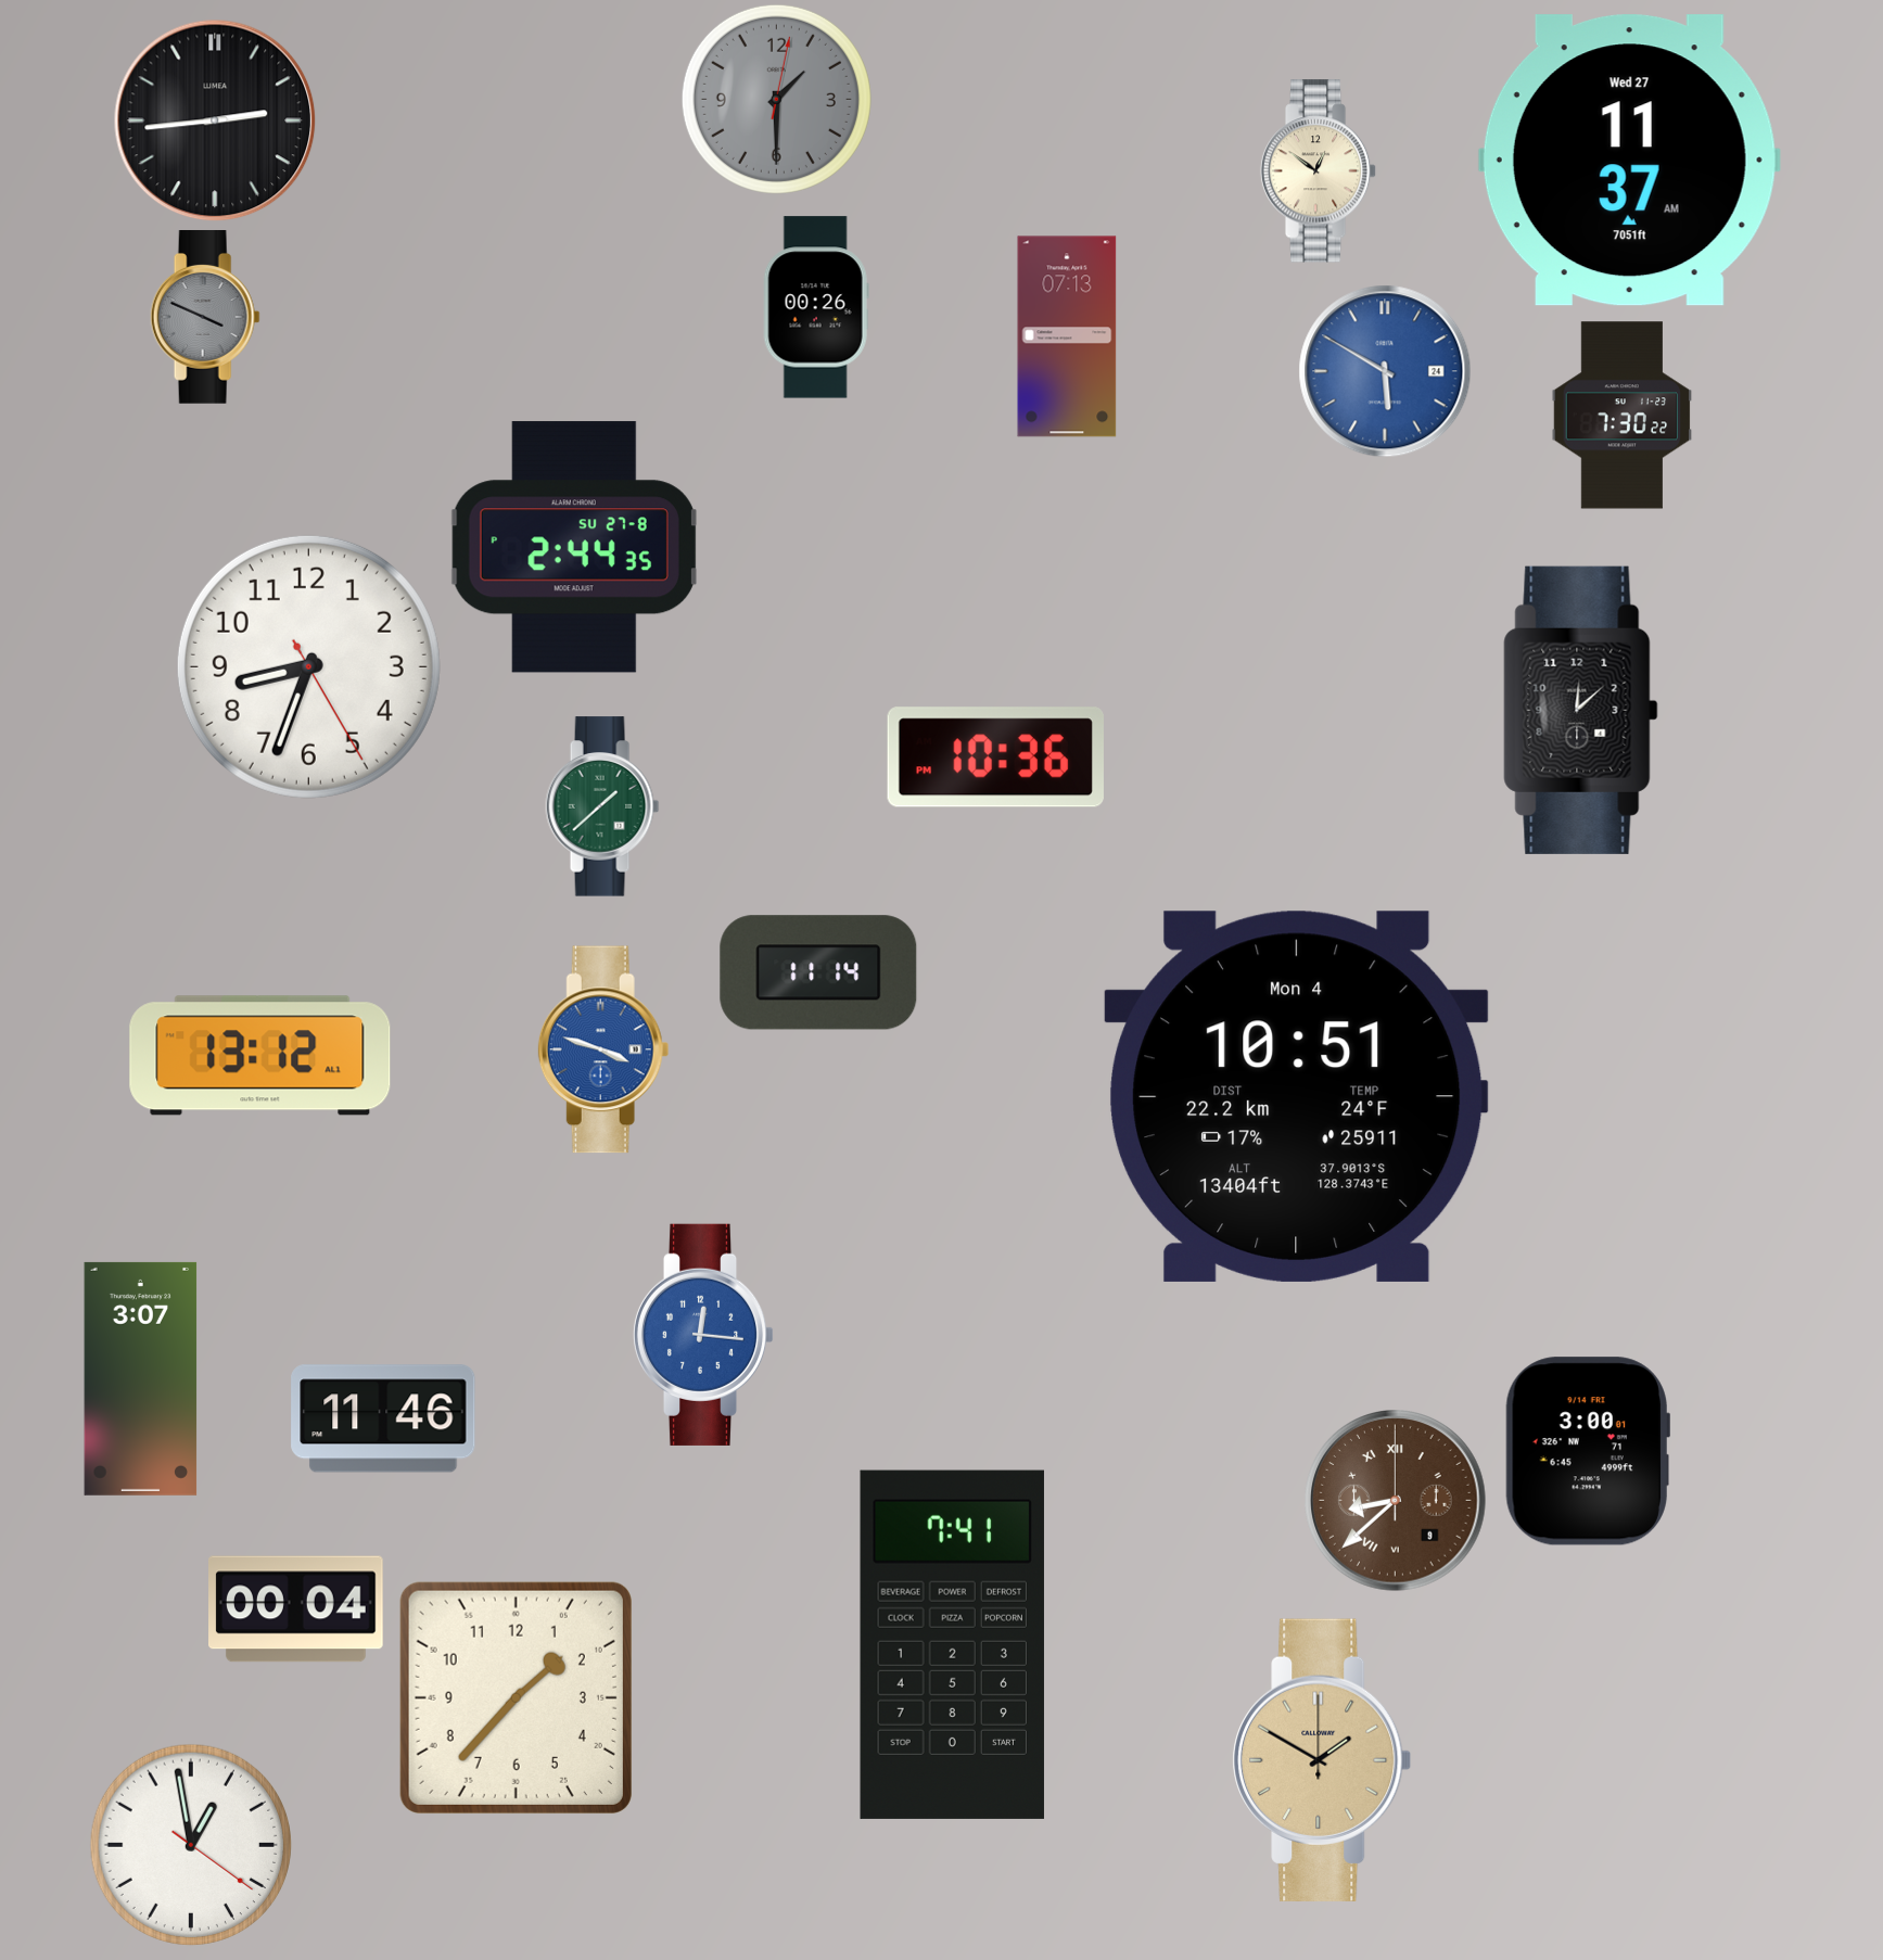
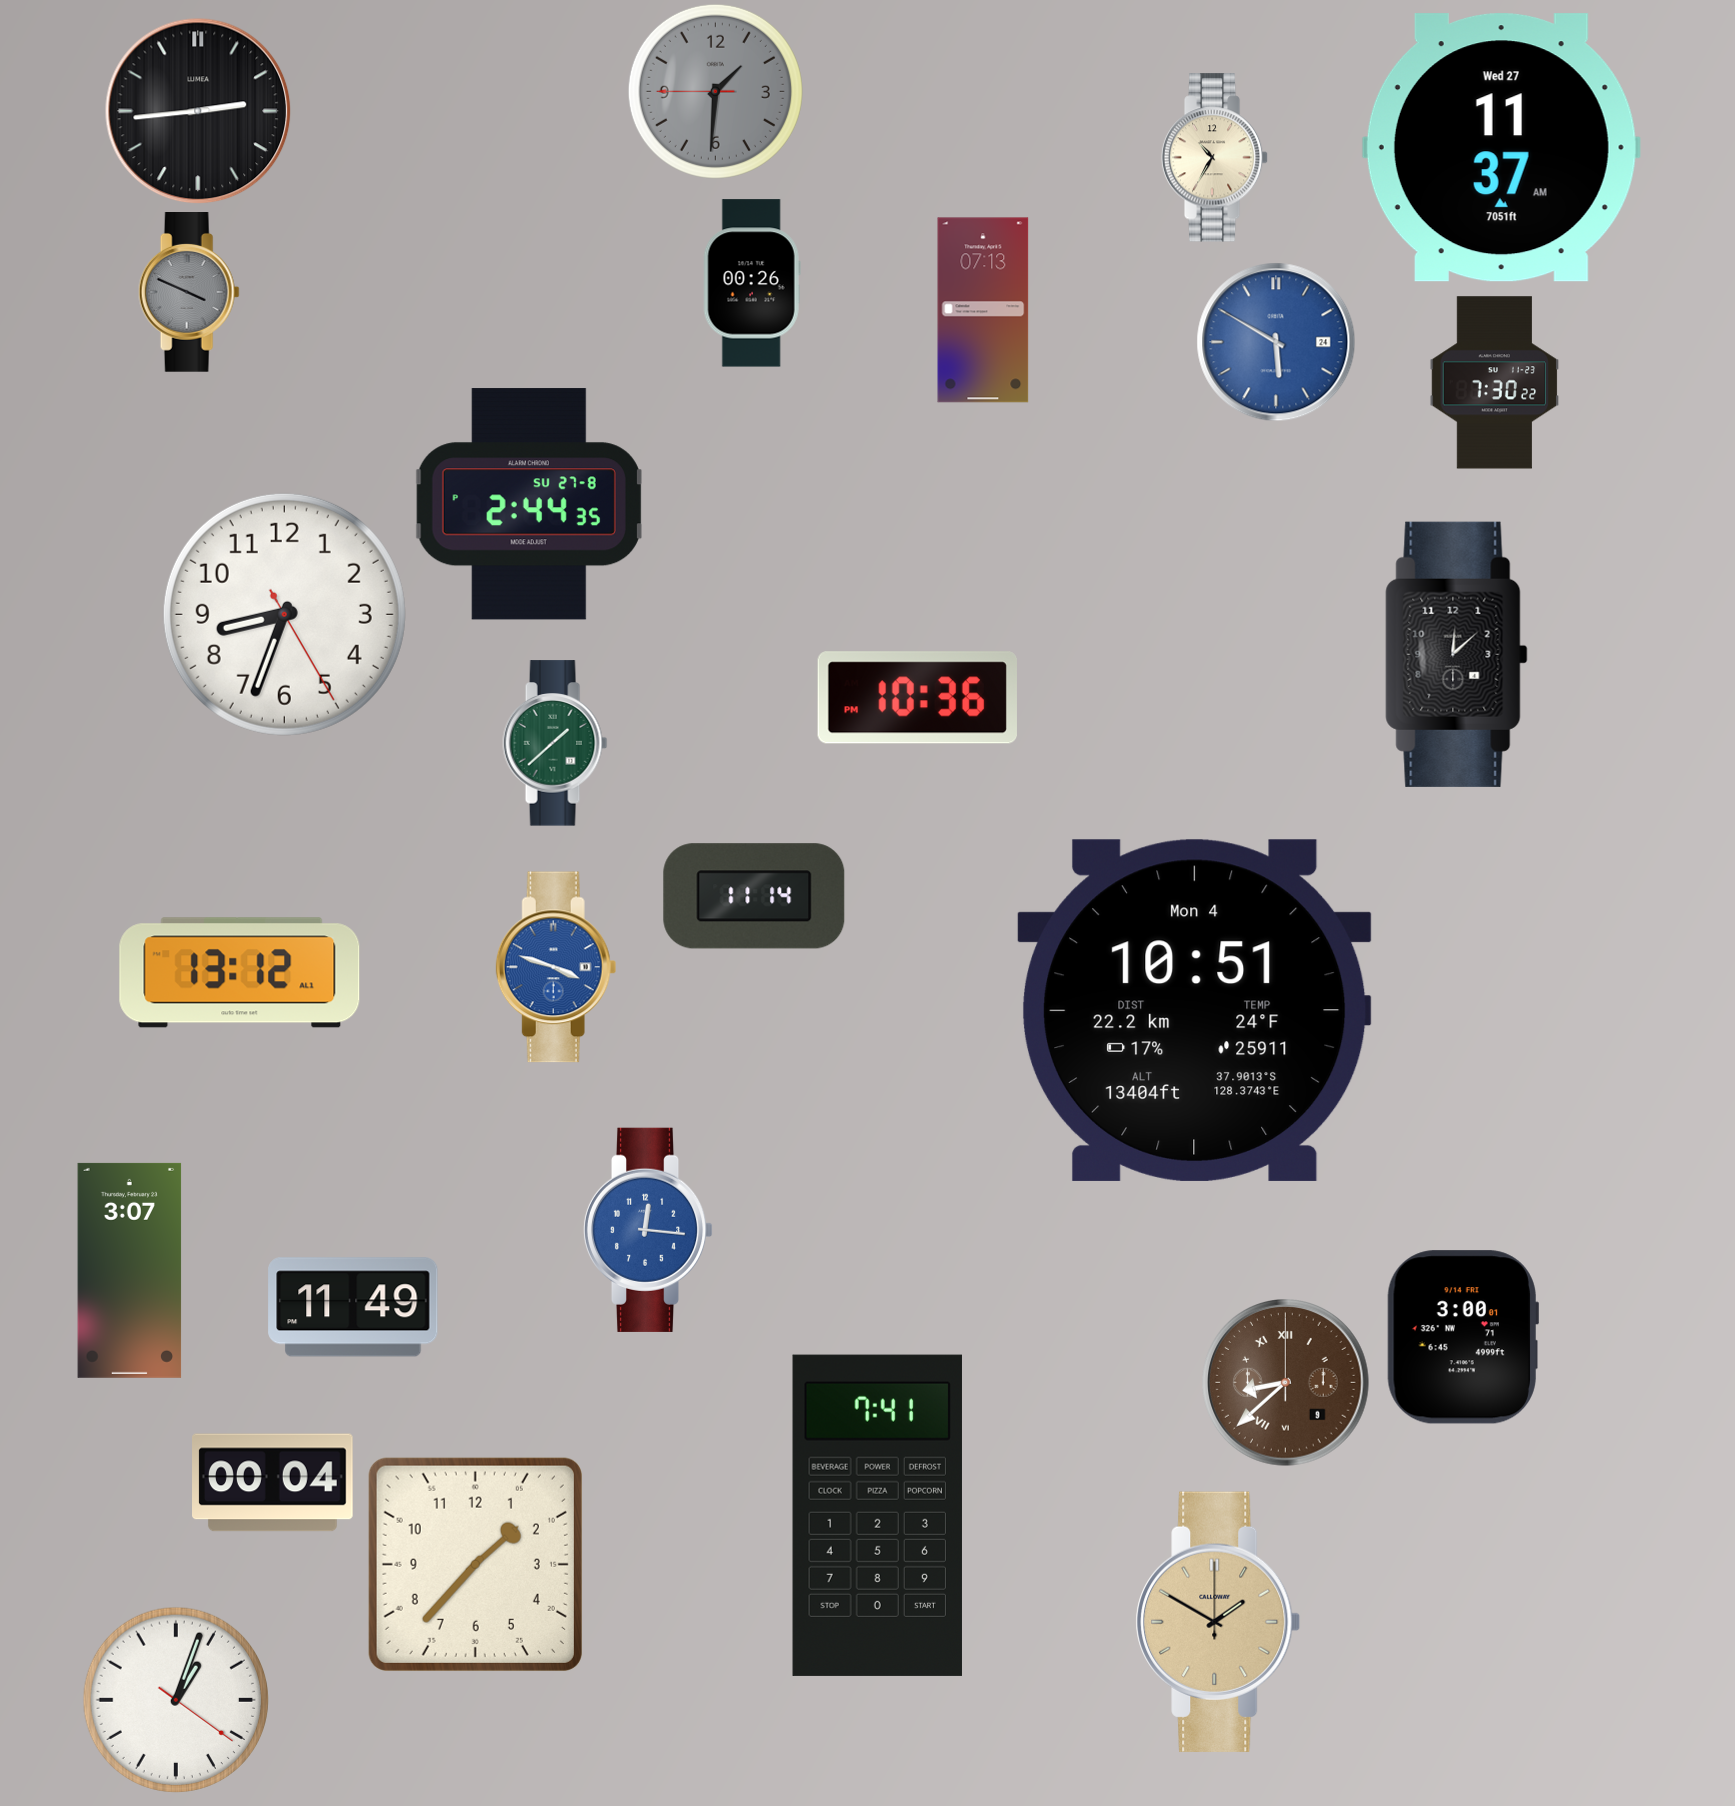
clock at (776, 99): 1:30:02 -> 1:30:45
clock at (1319, 171): 12:51 -> 10:35
clock at (383, 1418): 11:46 -> 11:49
clock at (191, 1845): 12:58 -> 1:03
